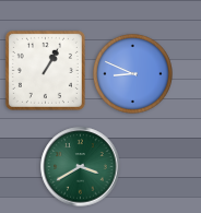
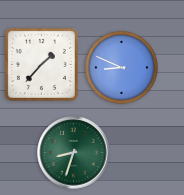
clock at (45, 70): 1:05 -> 1:37
clock at (81, 167): 3:40 -> 8:33
